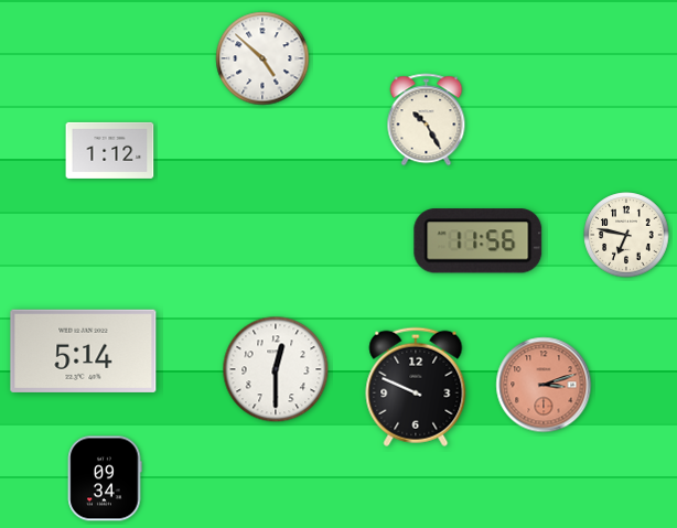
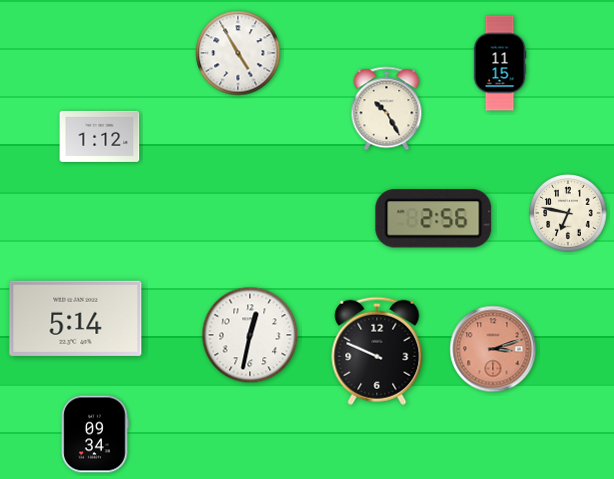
clock at (262, 58): 4:52 -> 4:55
clock at (500, 63): none -> 11:15
clock at (479, 241): 11:56 -> 2:56
clock at (276, 369): 12:30 -> 12:32
